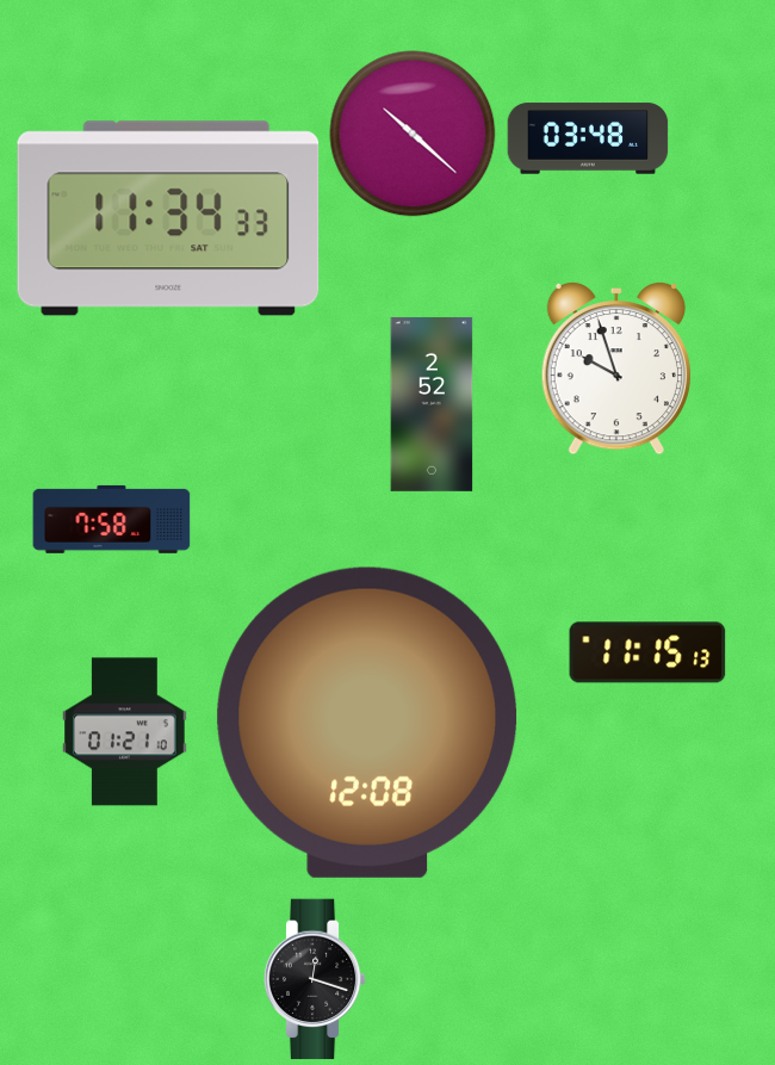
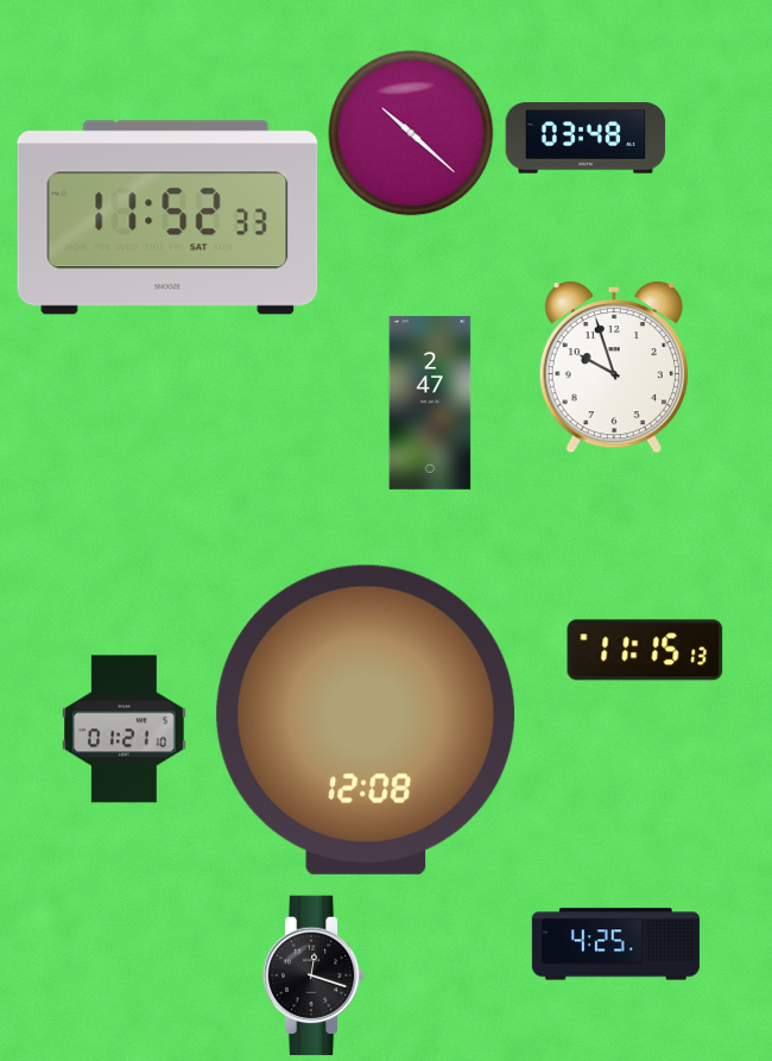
clock at (168, 218): 11:34 -> 11:52
clock at (432, 404): 2:52 -> 2:47
clock at (112, 519): 7:58 -> none
clock at (615, 945): none -> 4:25
